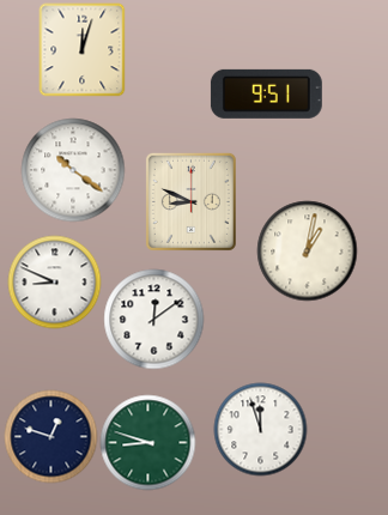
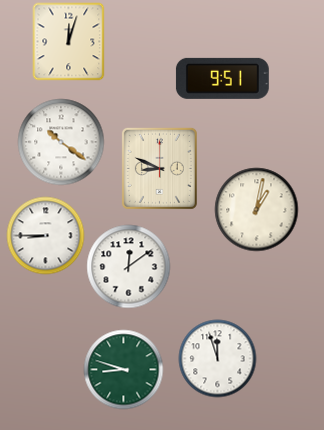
clock at (54, 281): 8:49 -> 8:45
clock at (50, 436): 12:48 -> none
